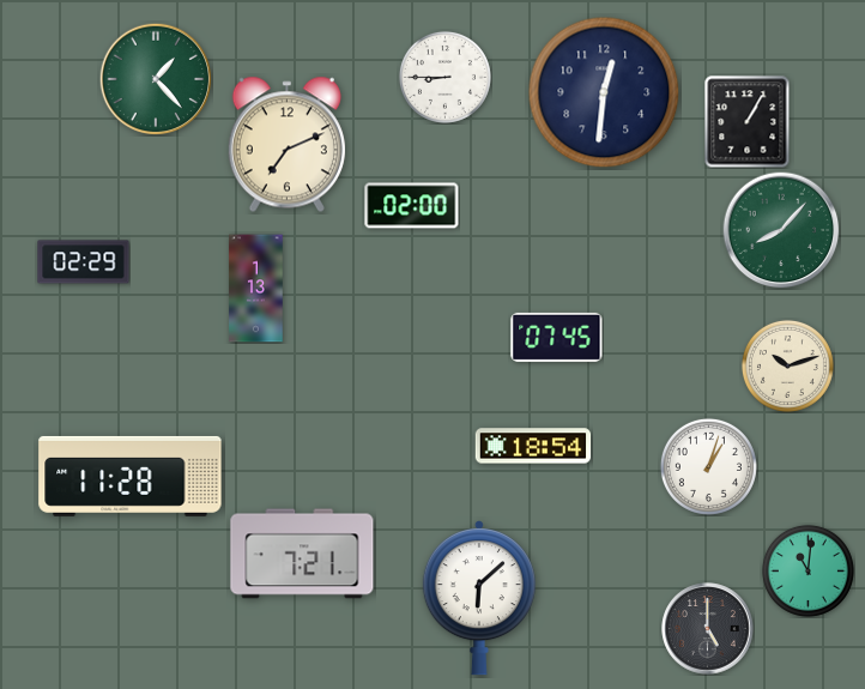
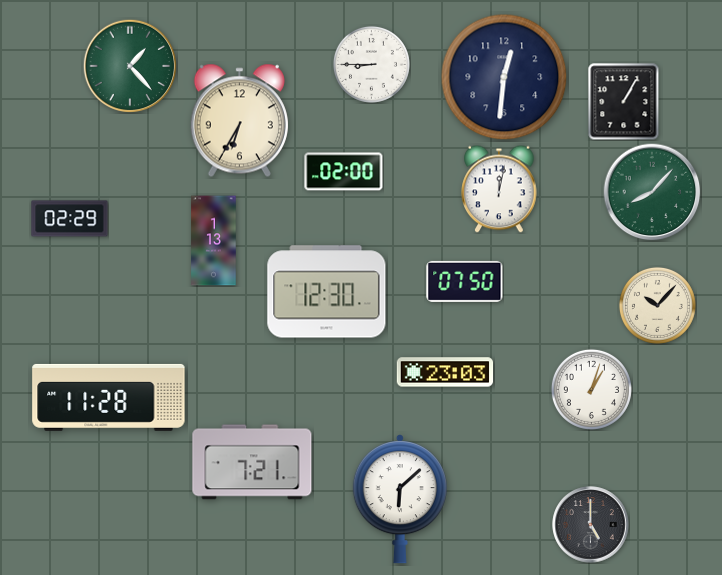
clock at (286, 145): 7:11 -> 6:35
clock at (499, 189): none -> 12:02
clock at (557, 337): 07:45 -> 07:50
clock at (327, 292): none -> 12:30
clock at (787, 365): 10:12 -> 10:07
clock at (533, 446): 18:54 -> 23:03
clock at (807, 570): 11:01 -> none
